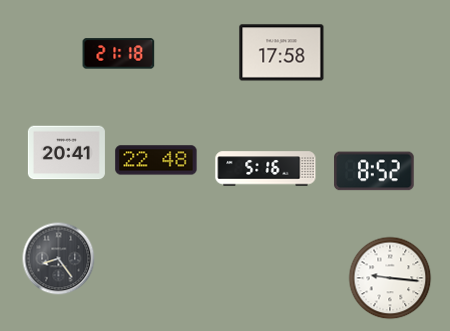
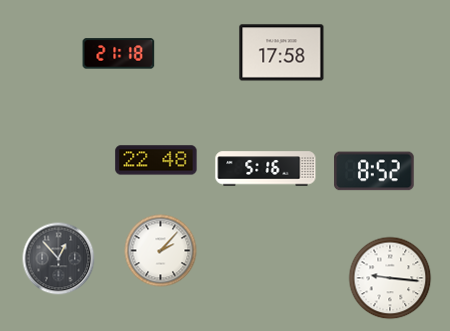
clock at (66, 153): 20:41 -> none
clock at (161, 251): none -> 2:07
clock at (59, 259): 8:24 -> 12:53
